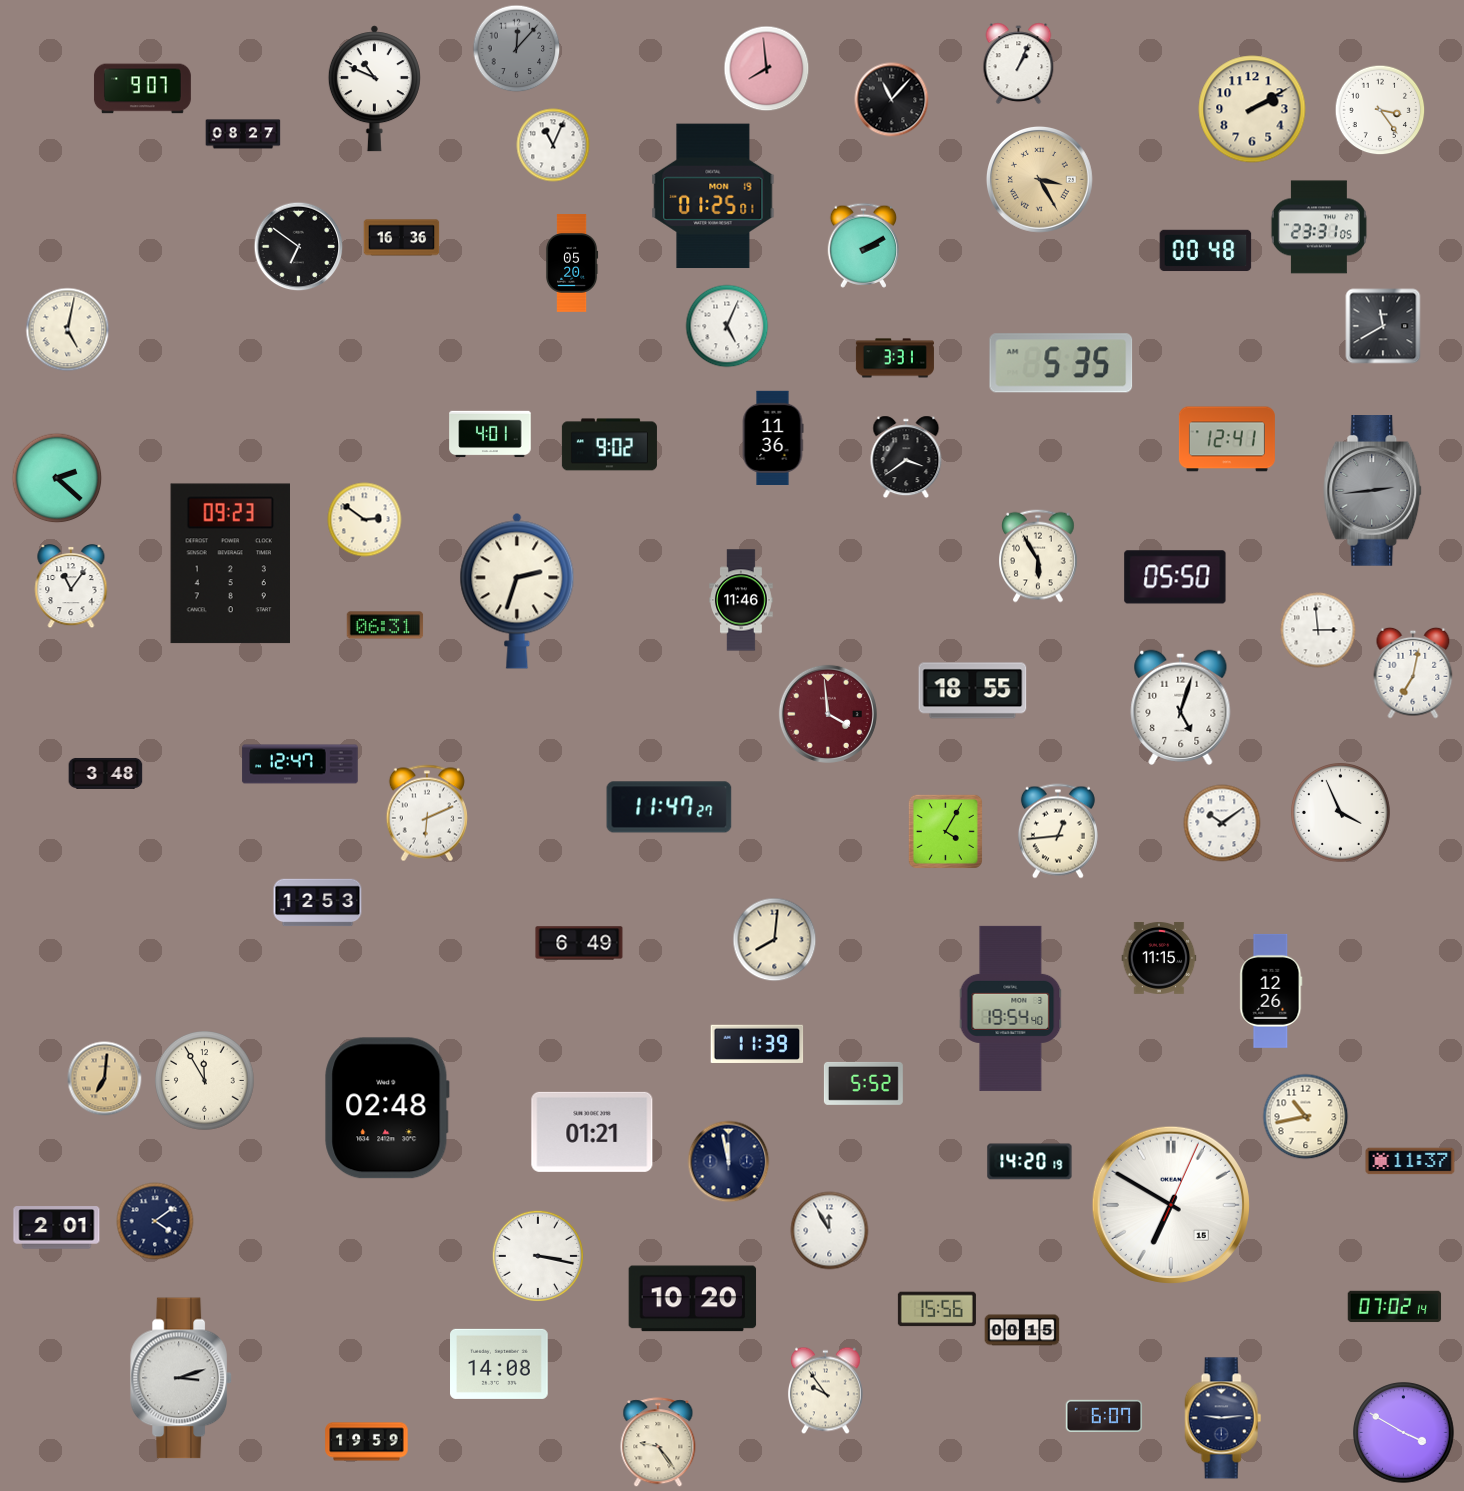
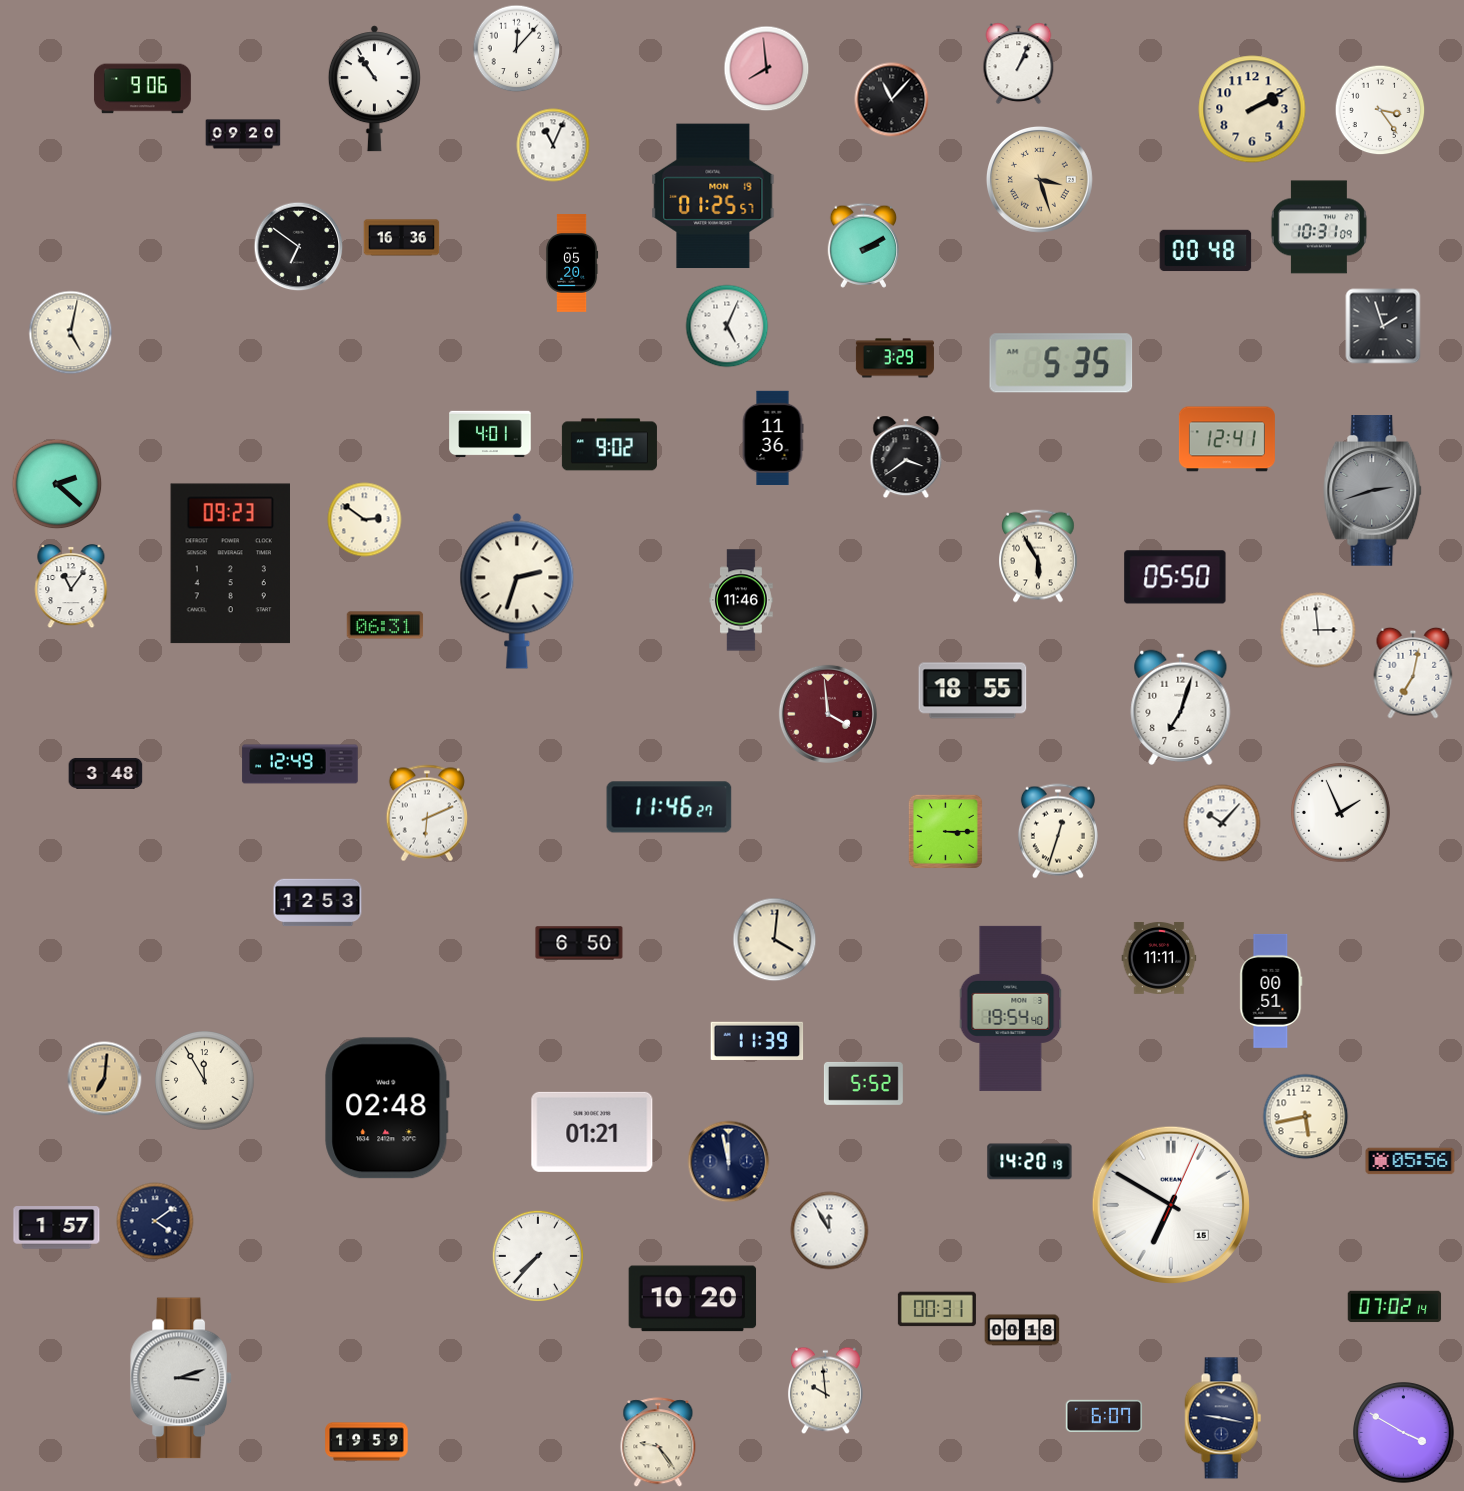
clock at (517, 49) dial: grey -> white
clock at (142, 89): 9:07 -> 9:06
clock at (374, 89): 10:49 -> 10:54
clock at (243, 134): 08:27 -> 09:20
clock at (1039, 179): 3:25 -> 3:27
clock at (713, 196): 01:25:01 -> 01:25:57
clock at (1319, 227): 23:31 -> 10:31
clock at (1383, 326): 11:40 -> 1:57
clock at (68, 330) position: (68, 330) -> (71, 333)
clock at (895, 358): 3:31 -> 3:29
clock at (57, 478) position: (57, 478) -> (57, 484)
clock at (1373, 491): 2:44 -> 2:42
clock at (1181, 707): 5:03 -> 7:03
clock at (300, 764): 12:47 -> 12:49
clock at (669, 807): 11:47 -> 11:46
clock at (1341, 813): 3:56 -> 1:56
clock at (1222, 823): 10:09 -> 10:07
clock at (945, 831): 4:05 -> 3:15
clock at (1058, 831): 12:44 -> 12:33
clock at (775, 940): 8:01 -> 4:01
clock at (579, 943): 6:49 -> 6:50
clock at (1159, 959): 11:15 -> 11:11
clock at (1271, 991): 12:26 -> 00:51
clock at (757, 1044) position: (757, 1044) -> (757, 1041)
clock at (1306, 1117): 10:43 -> 5:43
clock at (1410, 1161): 11:37 -> 05:56
clock at (57, 1228): 2:01 -> 1:57
clock at (538, 1256): 3:17 -> 7:37
clock at (937, 1309): 15:56 -> 00:31
clock at (1022, 1330): 00:15 -> 00:18
clock at (500, 1364): 14:08 -> none
clock at (825, 1391): 9:54 -> 9:59
clock at (1223, 1418): 9:14 -> 9:17
